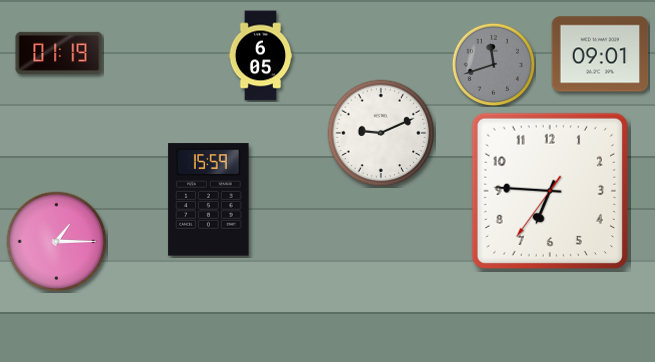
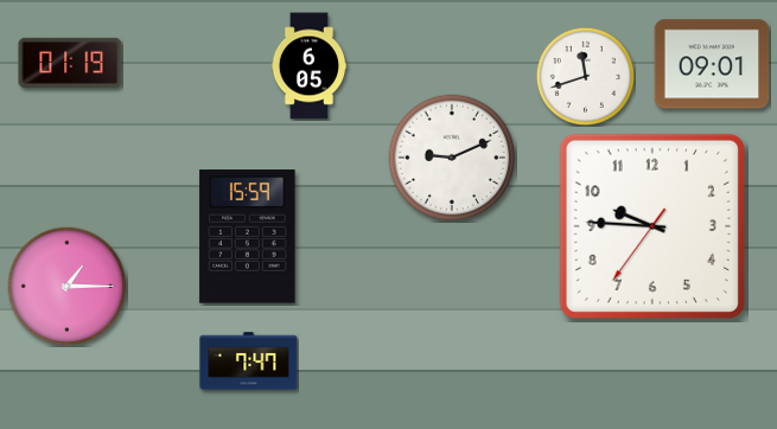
clock at (493, 64) dial: grey -> white
clock at (550, 191): 6:45 -> 9:45
clock at (249, 361): none -> 7:47
